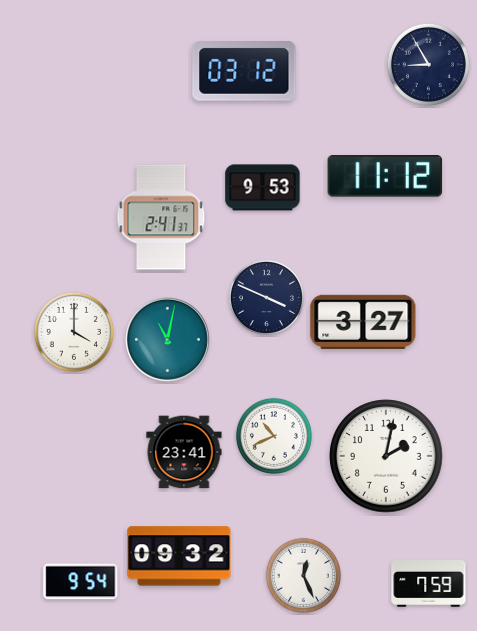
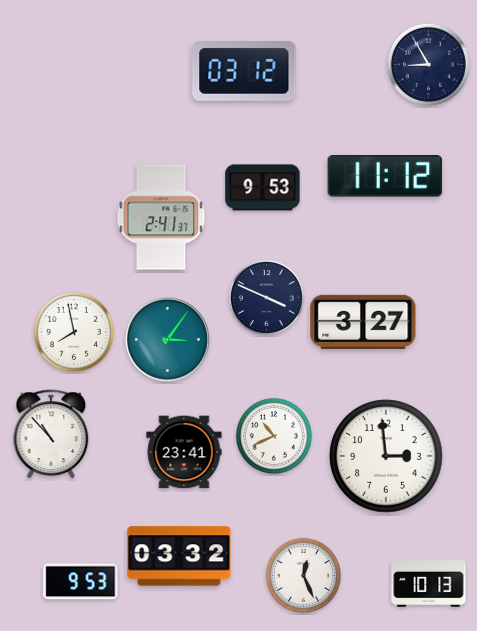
clock at (74, 332): 4:00 -> 7:58
clock at (167, 339): 11:02 -> 3:06
clock at (51, 435): none -> 10:53
clock at (386, 456): 2:02 -> 2:59
clock at (179, 556): 09:32 -> 03:32
clock at (81, 582): 9:54 -> 9:53
clock at (429, 584): 7:59 -> 10:13
